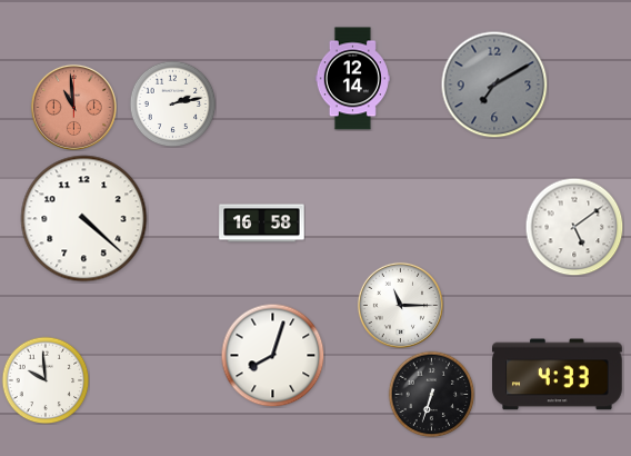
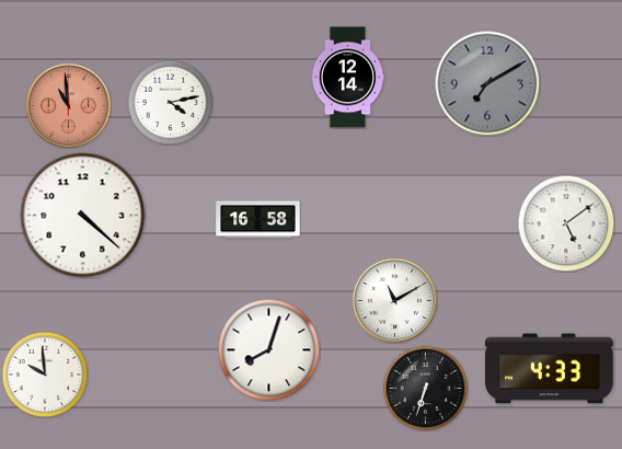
clock at (172, 103): 2:13 -> 4:13
clock at (73, 107) position: (73, 107) -> (68, 105)
clock at (400, 305): 11:15 -> 11:10
